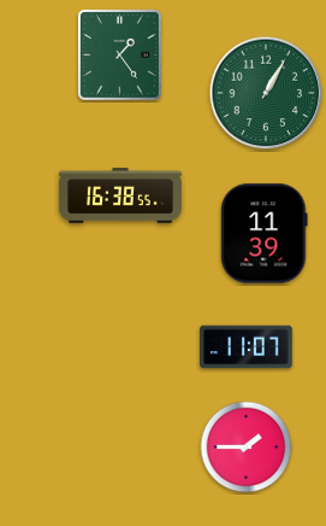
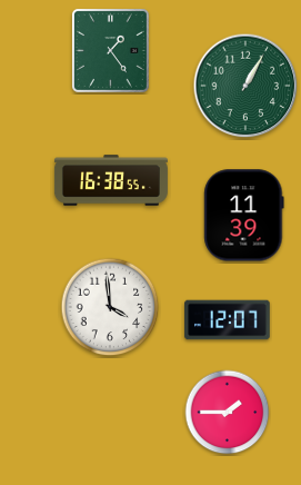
clock at (110, 307): none -> 3:59
clock at (247, 347): 11:07 -> 12:07
